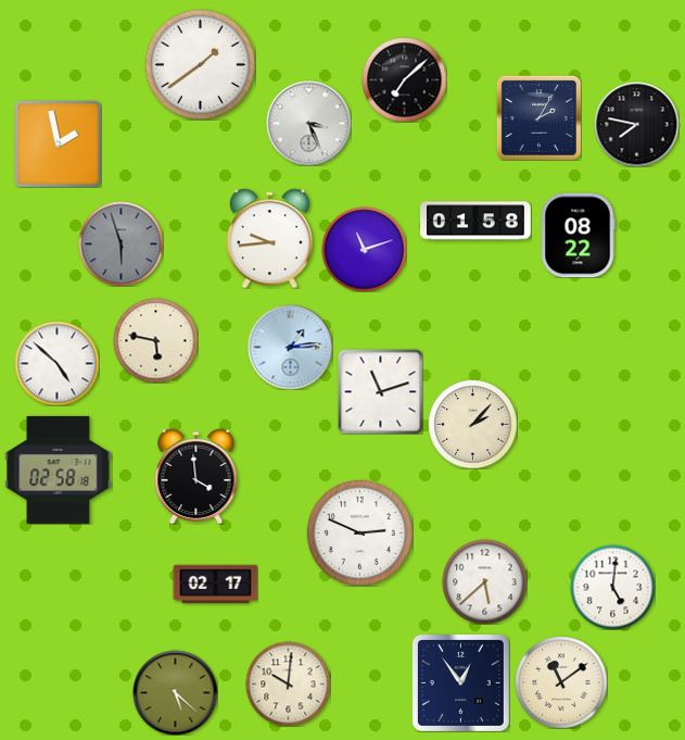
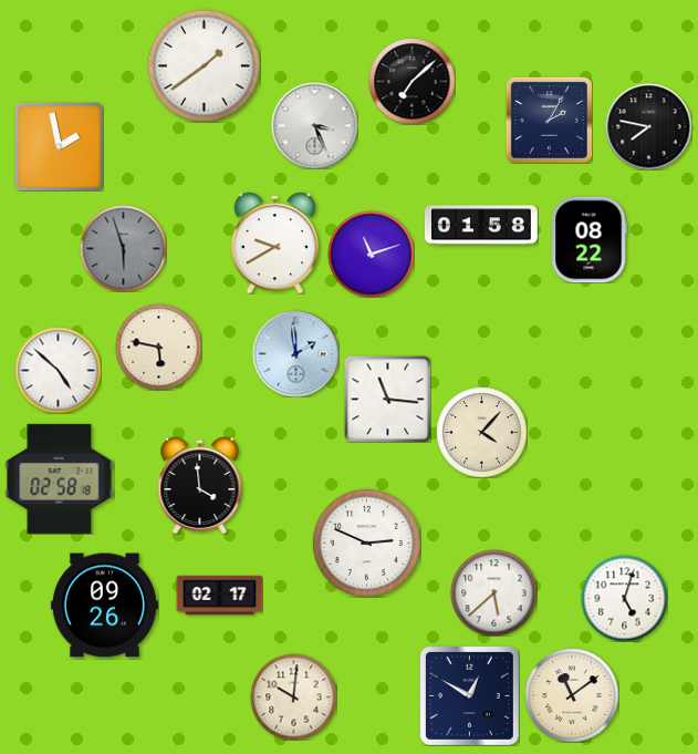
clock at (475, 221) position: (475, 221) -> (481, 225)
clock at (269, 238): 9:44 -> 9:40
clock at (290, 347): 1:14 -> 1:59
clock at (380, 391): 11:12 -> 11:16
clock at (472, 424): 2:07 -> 4:07
clock at (612, 587): 5:01 -> 5:03
clock at (104, 606): none -> 09:26
clock at (460, 682): 12:54 -> 12:50
clock at (175, 692): 5:22 -> none
